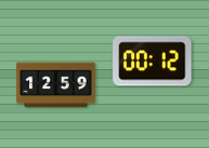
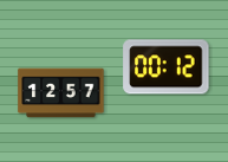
clock at (56, 85): 12:59 -> 12:57
